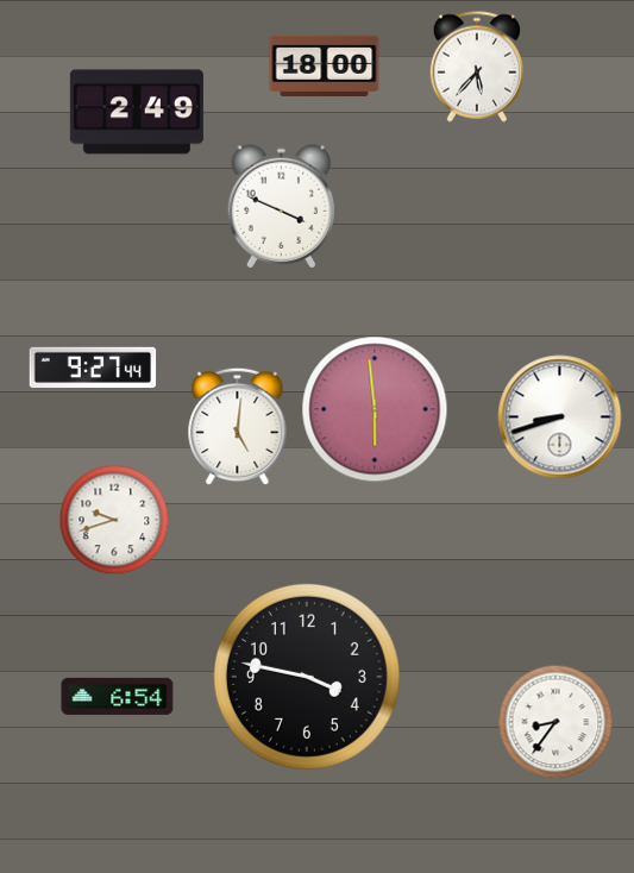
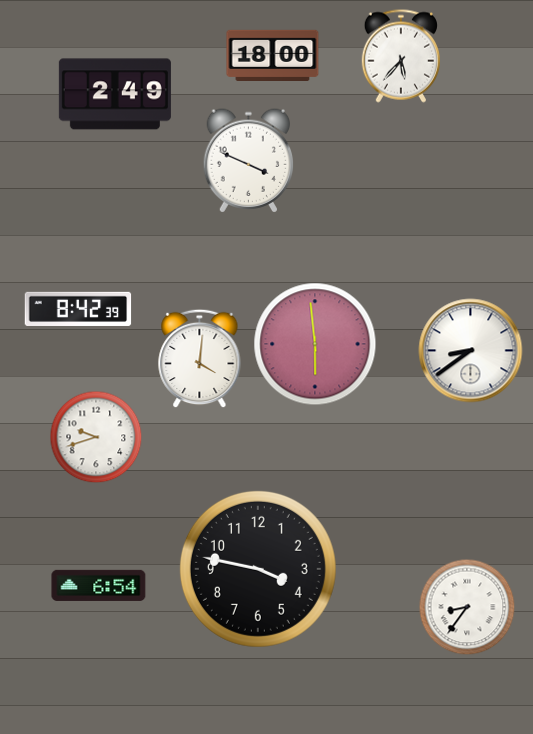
clock at (282, 207) position: (282, 207) -> (249, 161)
clock at (93, 368): 9:27 -> 8:42
clock at (560, 417): 8:42 -> 8:39
clock at (238, 426): 5:01 -> 4:01
